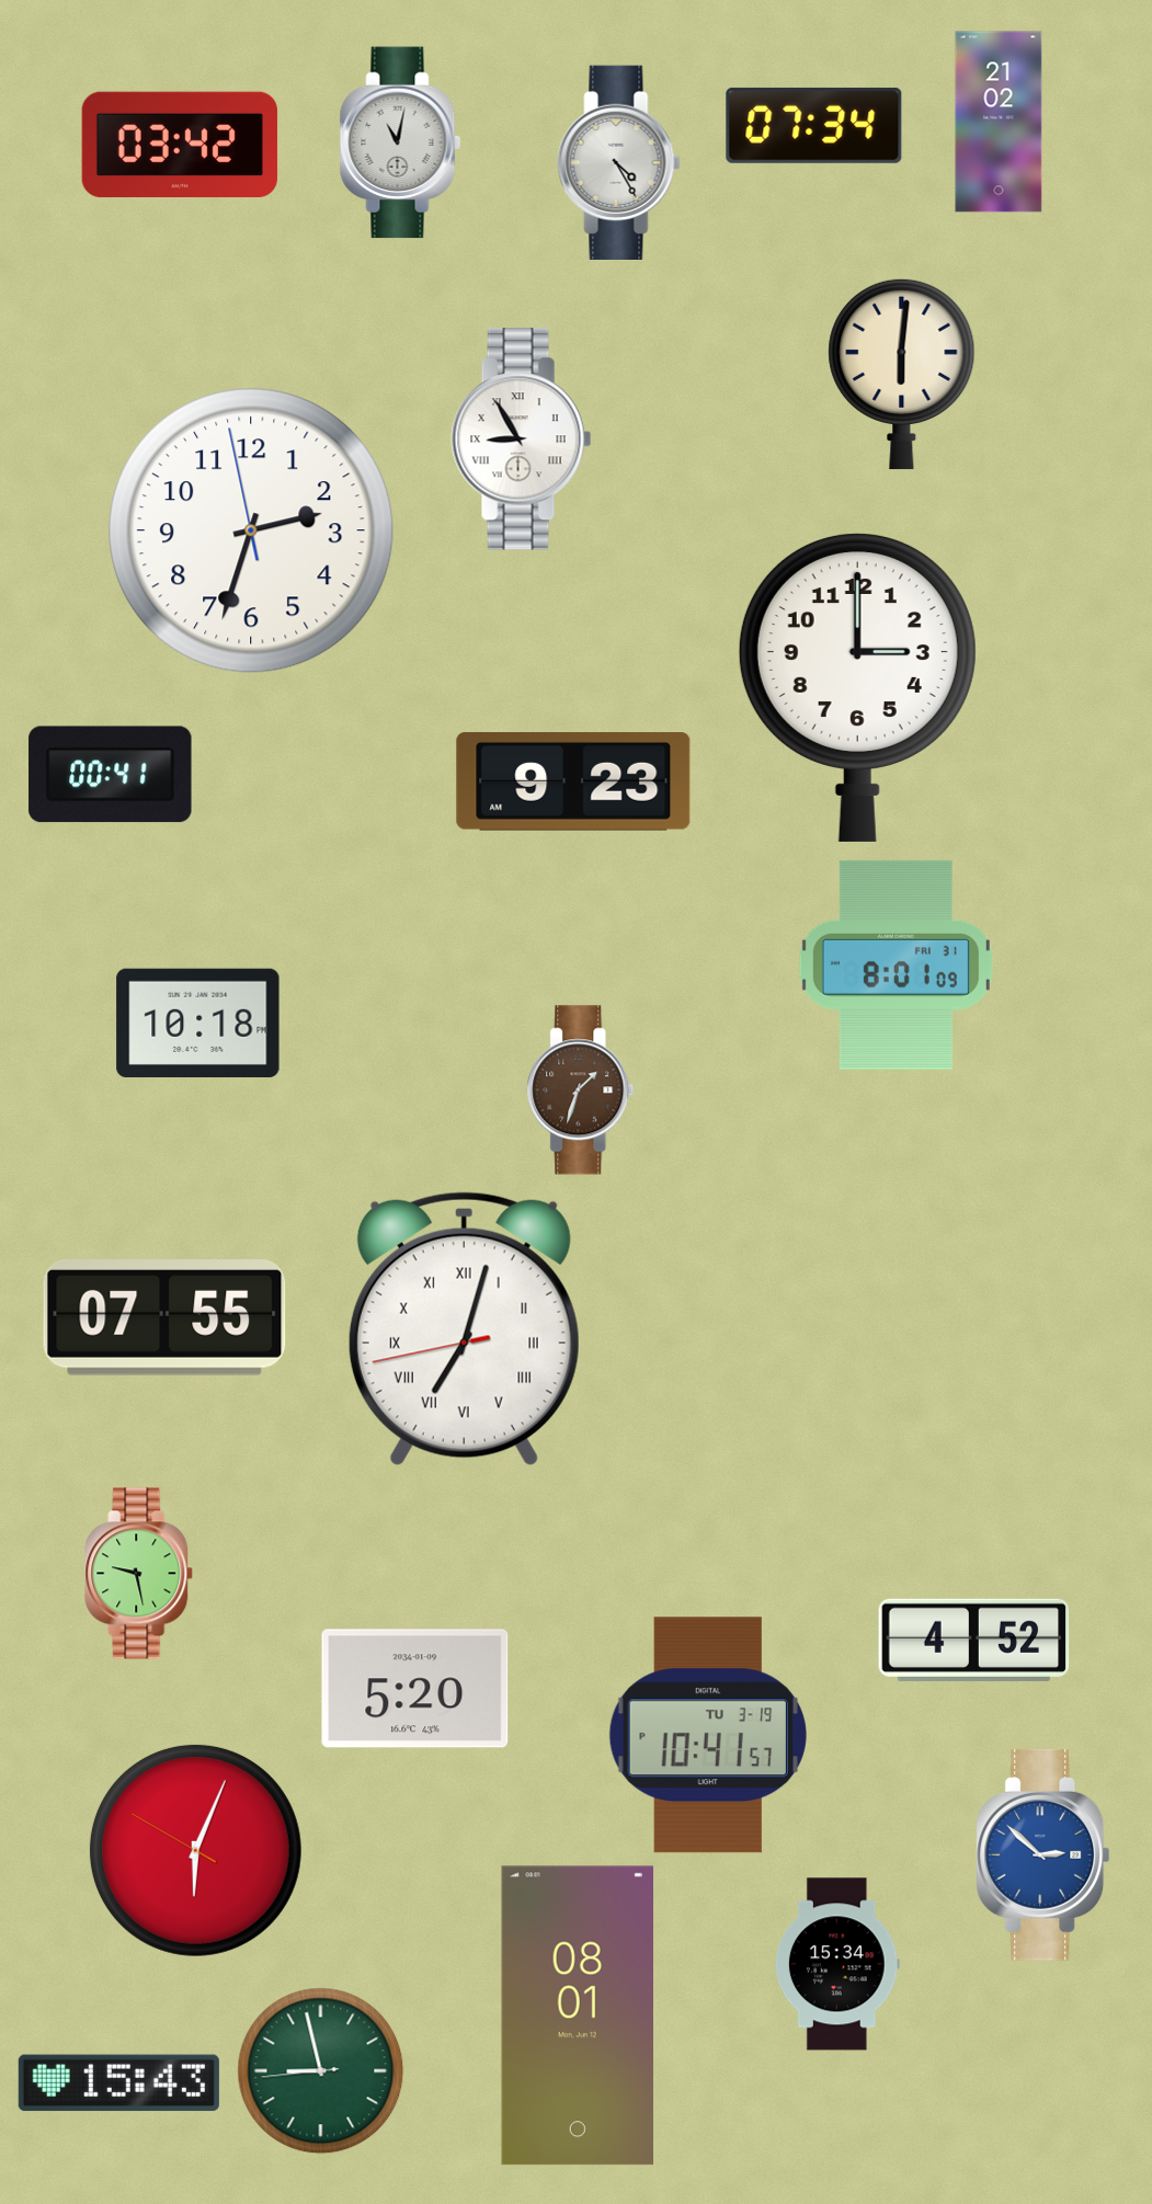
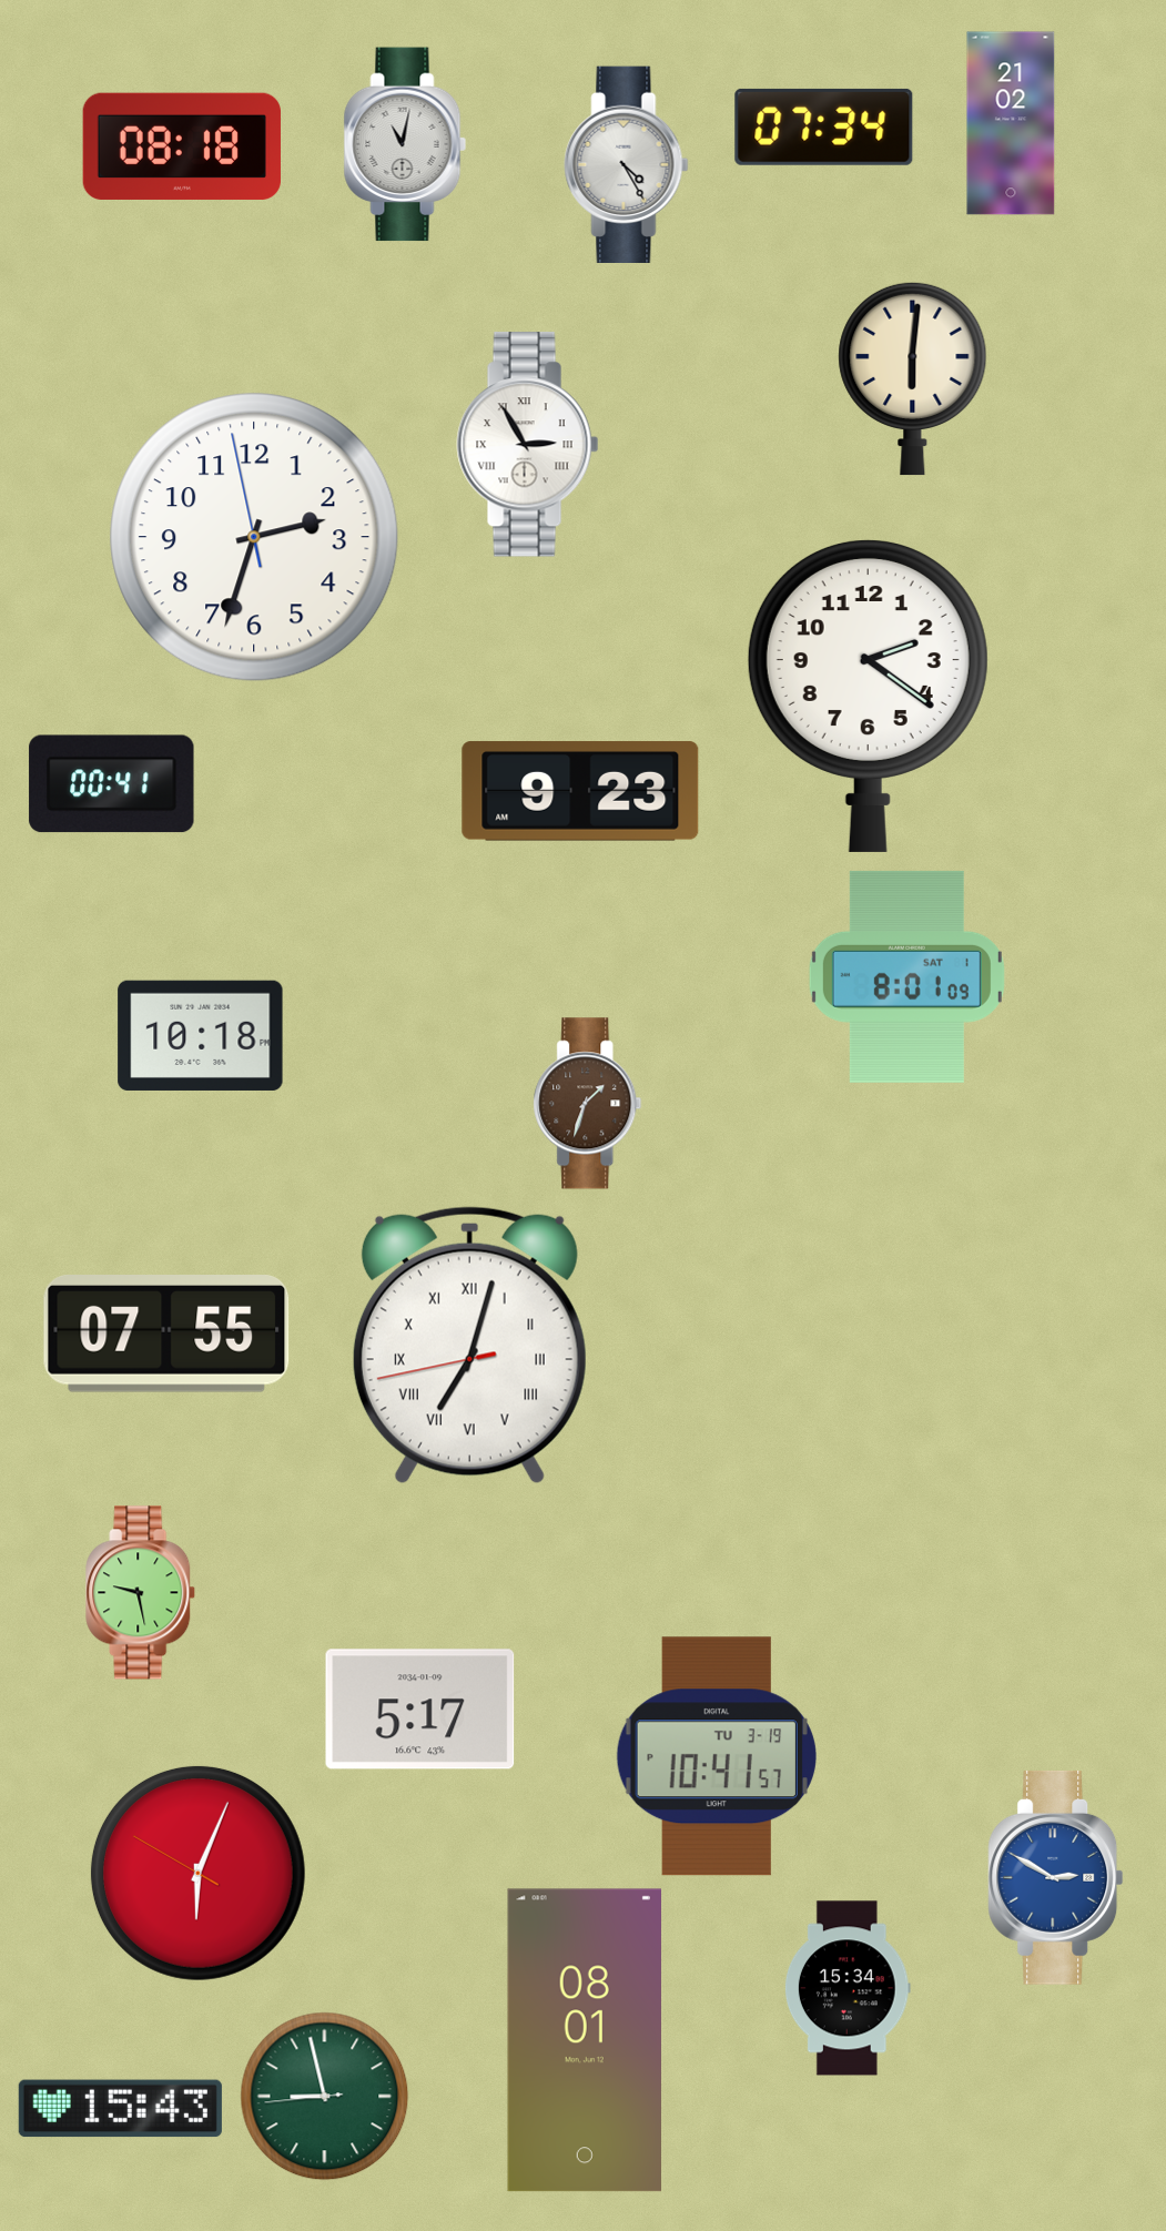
clock at (180, 145): 03:42 -> 08:18
clock at (522, 439): 8:55 -> 2:55
clock at (857, 687): 3:00 -> 2:21
clock at (896, 964) date: FRI 31 -> SAT 1
clock at (974, 1640): 4:52 -> none
clock at (415, 1689): 5:20 -> 5:17
clock at (1043, 1854): 2:52 -> 2:50
